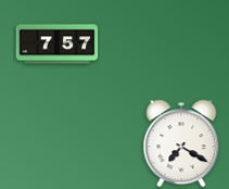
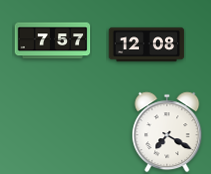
clock at (147, 45): none -> 12:08
